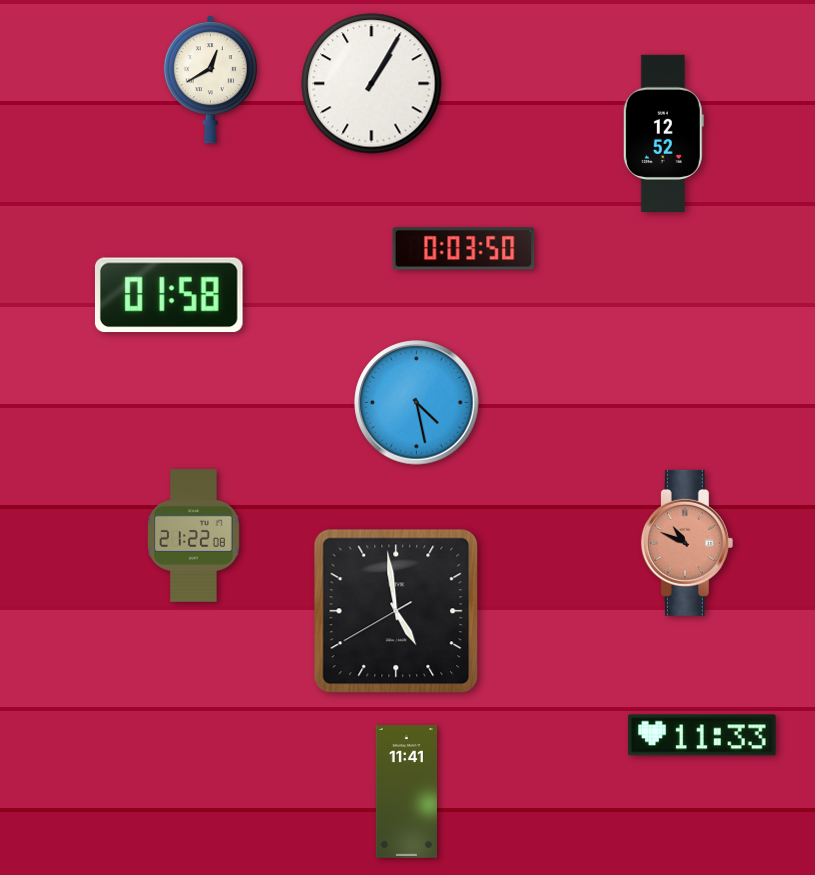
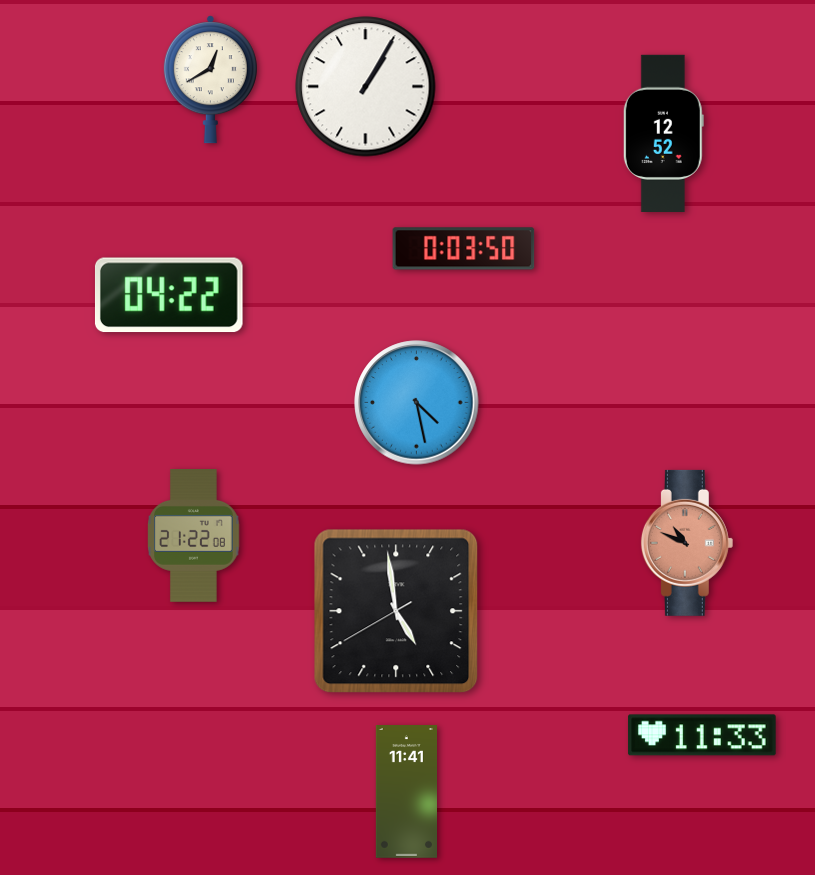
clock at (372, 84) position: (372, 84) -> (366, 87)
clock at (169, 295): 01:58 -> 04:22
